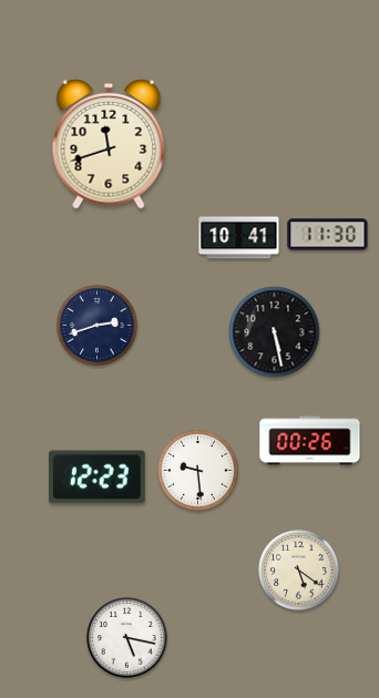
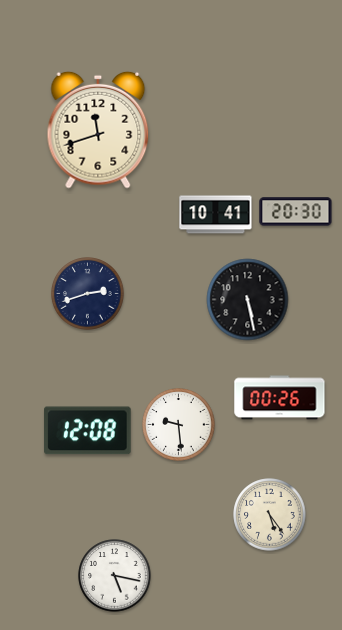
clock at (328, 235): 11:30 -> 20:30
clock at (98, 478): 12:23 -> 12:08
clock at (299, 571): 5:21 -> 5:24
